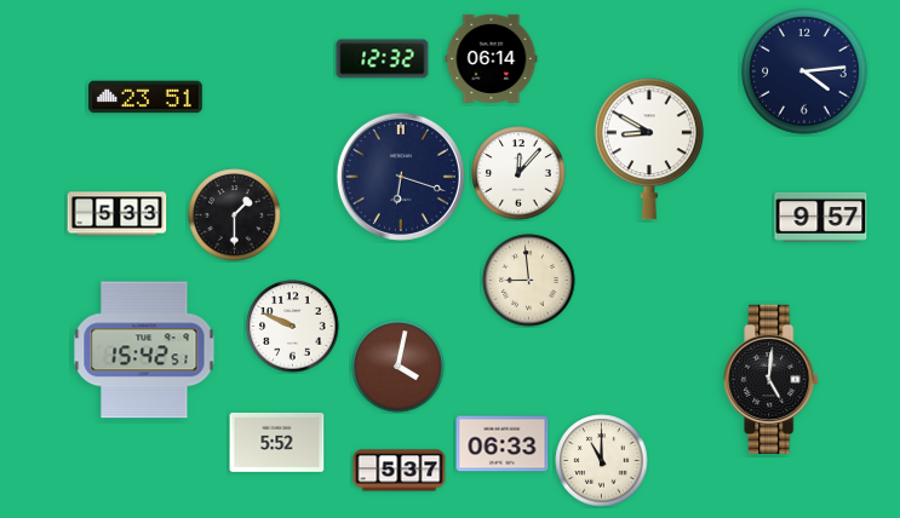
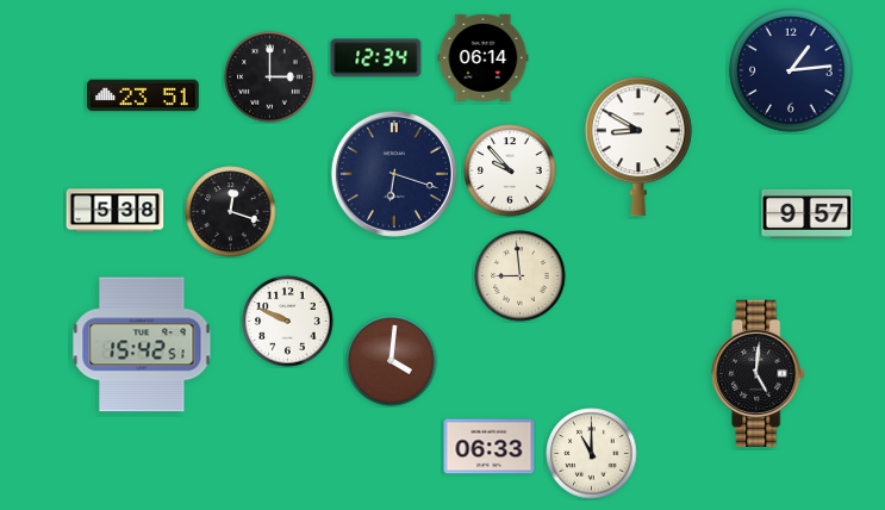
clock at (383, 59): 12:32 -> 12:34
clock at (804, 71): 4:14 -> 1:14
clock at (270, 77): none -> 3:00
clock at (518, 173): 12:07 -> 9:53
clock at (117, 214): 5:33 -> 5:38
clock at (235, 215): 1:30 -> 12:18
clock at (399, 367): 4:02 -> 4:01
clock at (277, 443): 5:52 -> none
clock at (503, 444) position: (503, 444) -> (490, 447)
clock at (400, 471): 5:37 -> none
